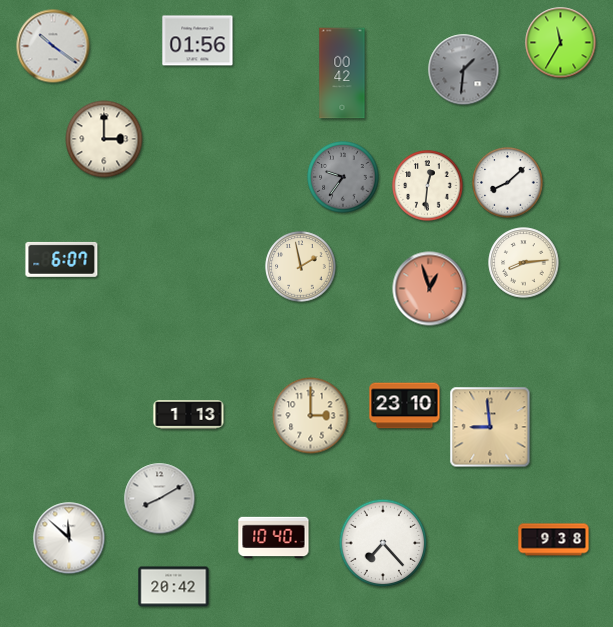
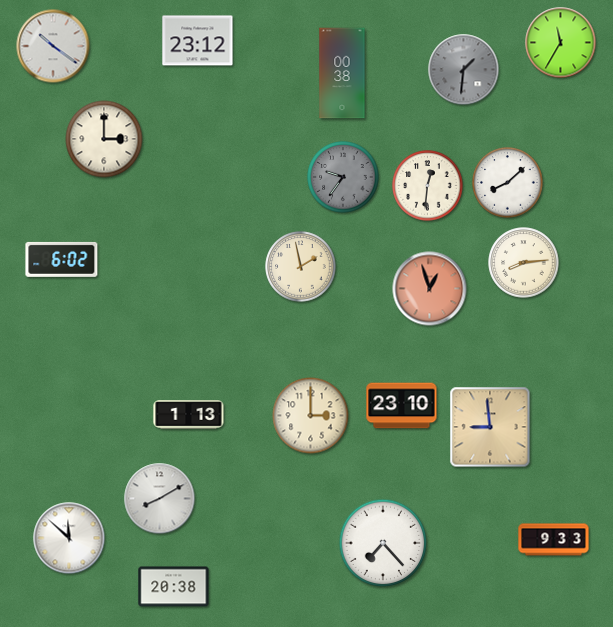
clock at (198, 41): 01:56 -> 23:12
clock at (342, 73): 00:42 -> 00:38
clock at (62, 259): 6:07 -> 6:02
clock at (405, 406) position: (405, 406) -> (402, 406)
clock at (274, 538): 10:40 -> none
clock at (554, 540): 9:38 -> 9:33
clock at (174, 587): 20:42 -> 20:38
